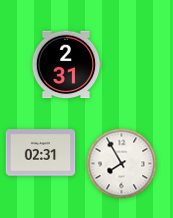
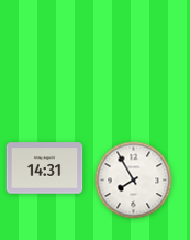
clock at (66, 65): 2:31 -> none
clock at (41, 153): 02:31 -> 14:31
